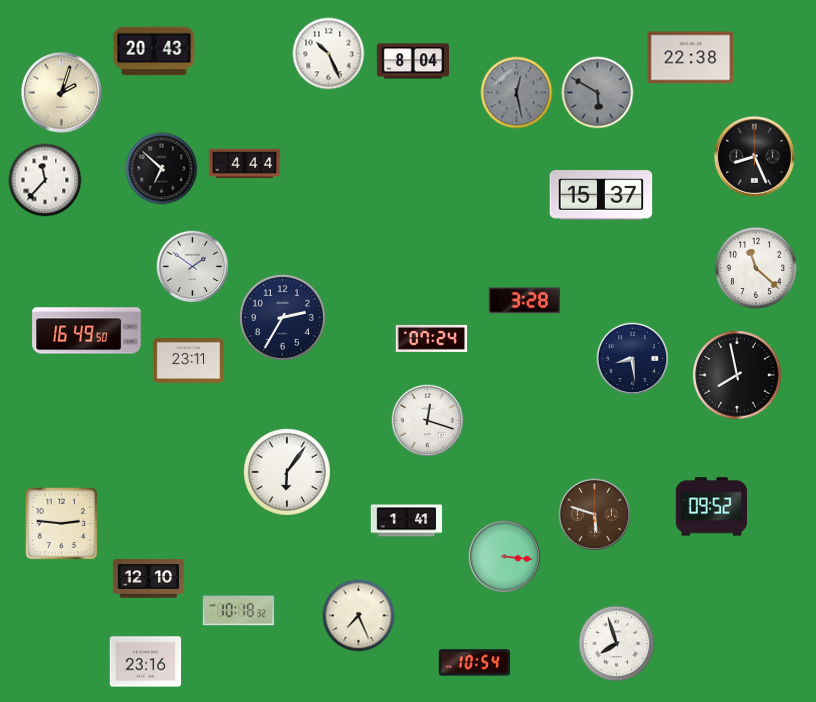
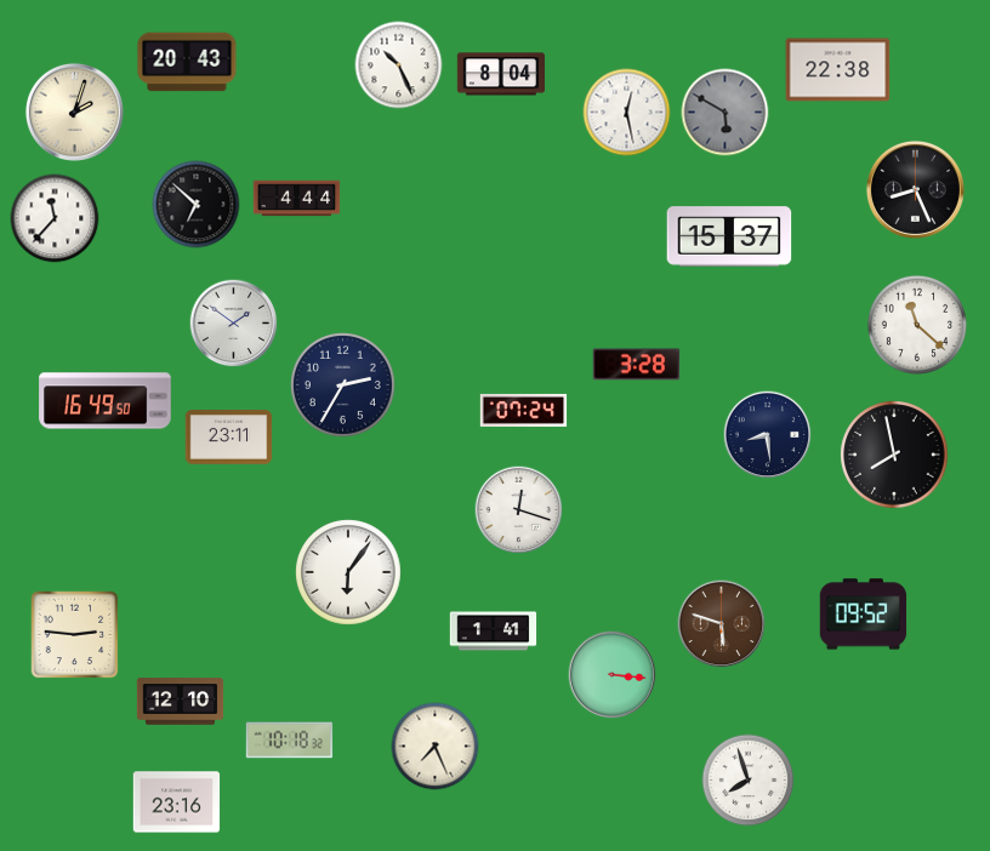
clock at (517, 93) dial: grey -> white
clock at (475, 663): 10:54 -> none
